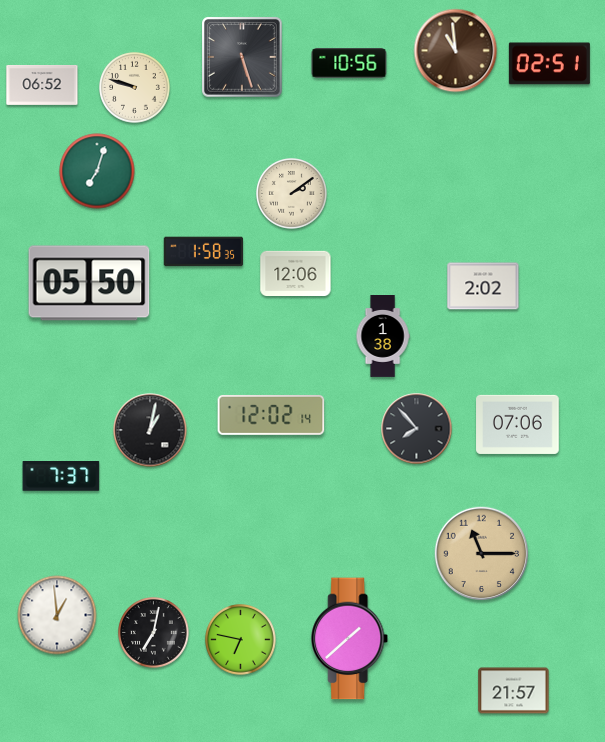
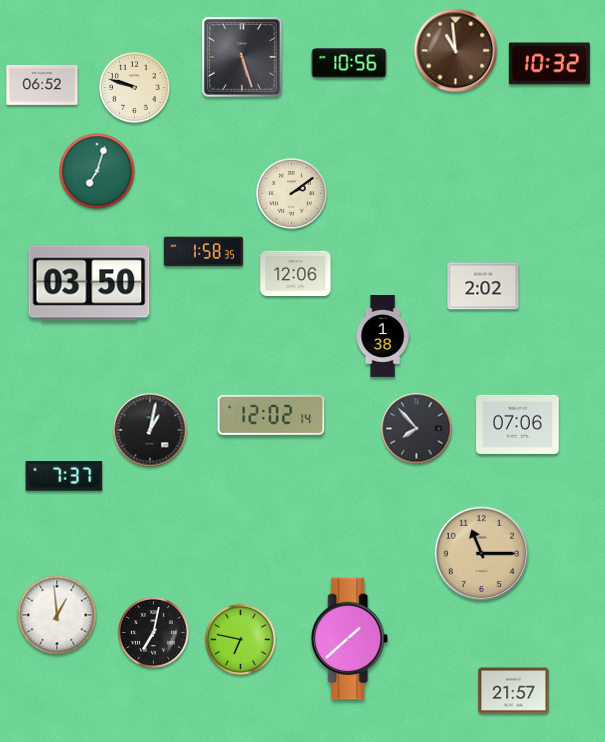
clock at (549, 64): 02:51 -> 10:32
clock at (89, 283): 05:50 -> 03:50
clock at (61, 477) position: (61, 477) -> (64, 477)
